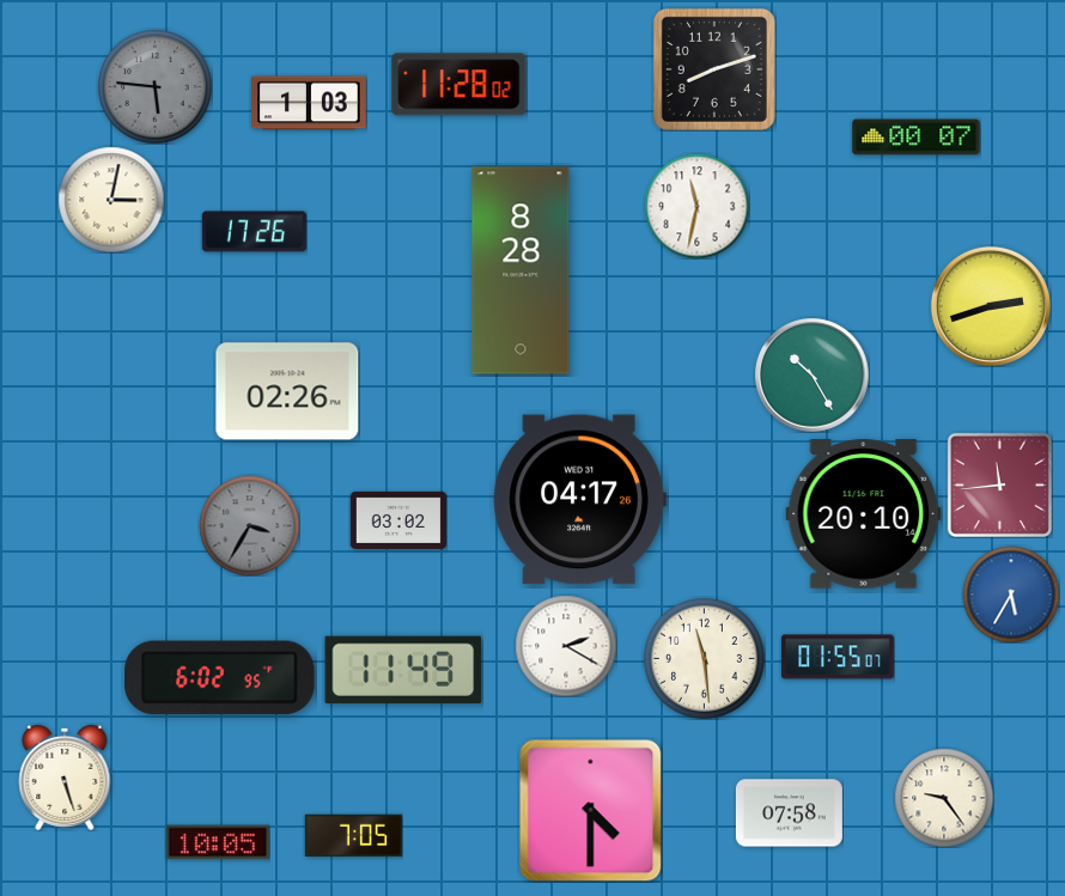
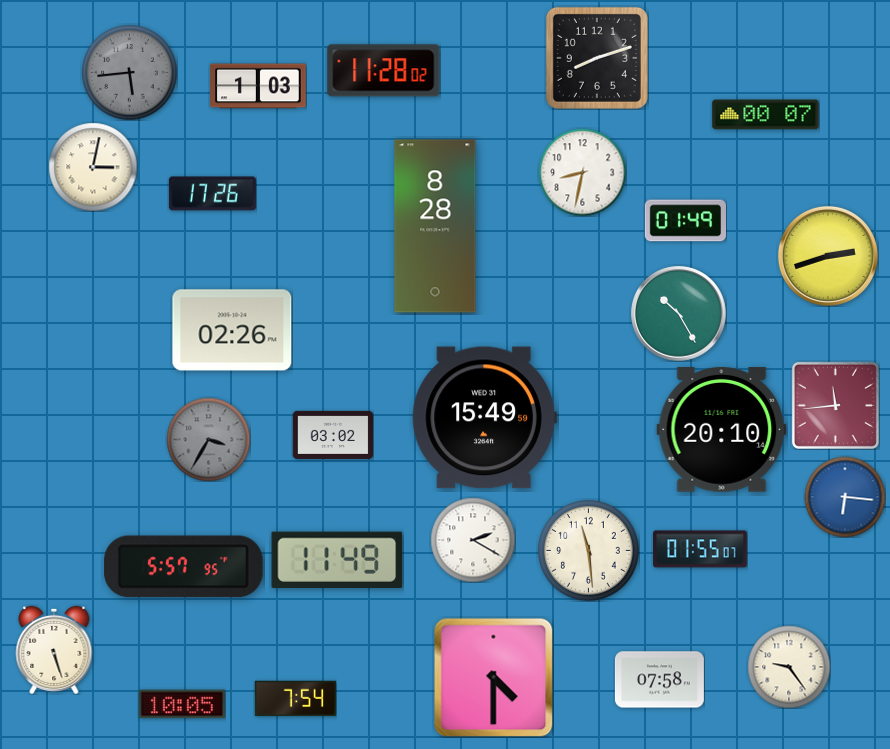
clock at (154, 86): 5:46 -> 5:44
clock at (696, 206): 11:32 -> 8:32
clock at (685, 221): none -> 01:49
clock at (287, 391) position: (287, 391) -> (232, 330)
clock at (579, 500): 04:17 -> 15:49
clock at (1011, 595): 5:35 -> 6:16
clock at (220, 678): 6:02 -> 5:57
clock at (353, 836): 7:05 -> 7:54
